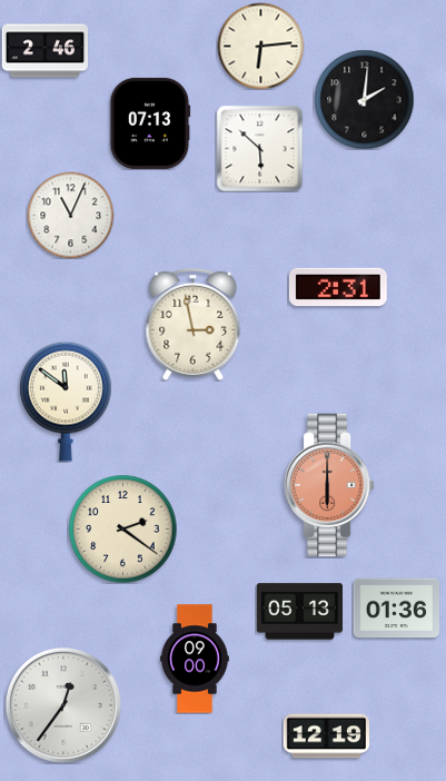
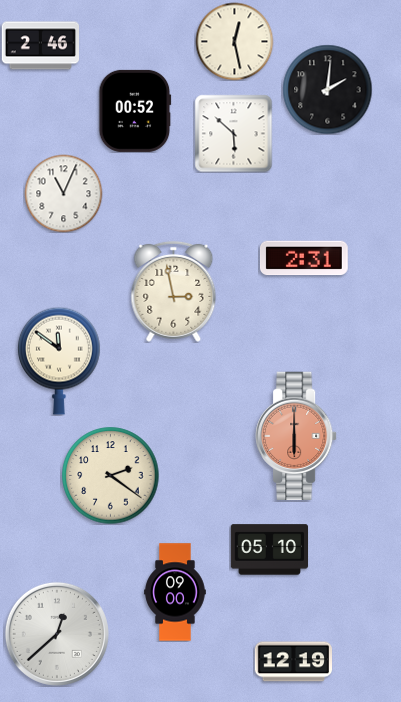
clock at (260, 46): 6:14 -> 12:28
clock at (150, 123): 07:13 -> 00:52
clock at (396, 609): 01:36 -> none
clock at (299, 612): 05:13 -> 05:10
clock at (63, 705): 12:36 -> 12:38
